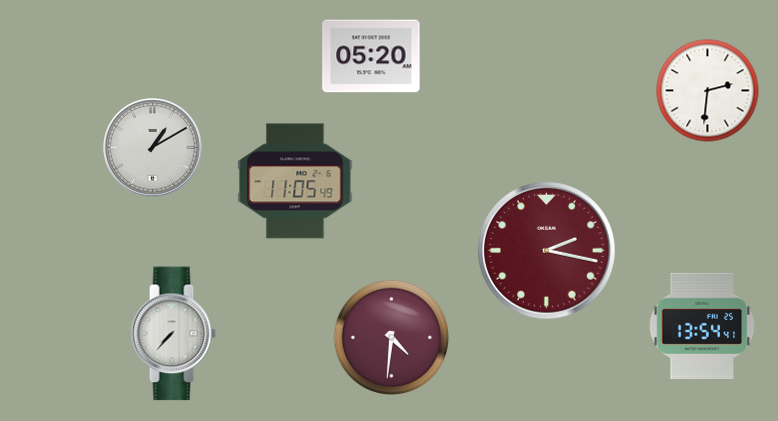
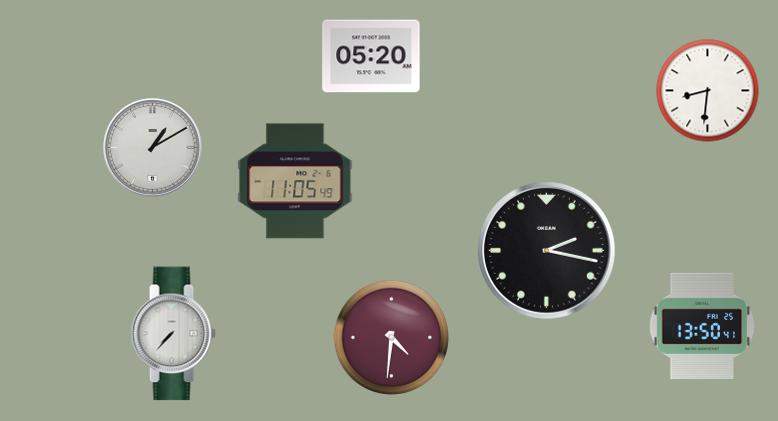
clock at (708, 91): 2:31 -> 8:31
clock at (547, 251) dial: burgundy -> black
clock at (702, 325): 13:54 -> 13:50
